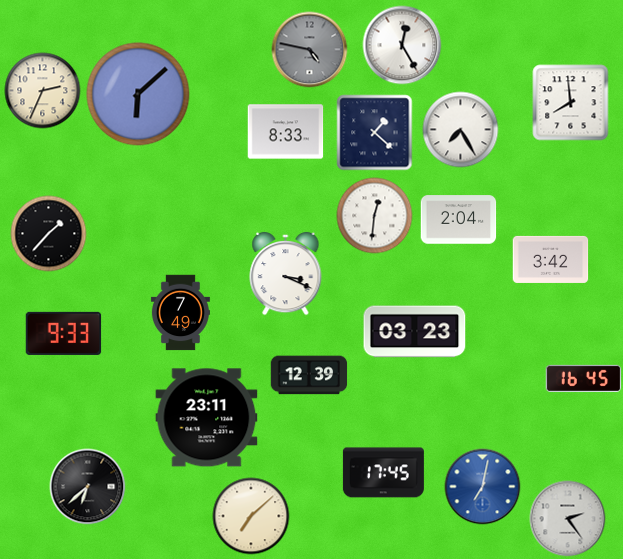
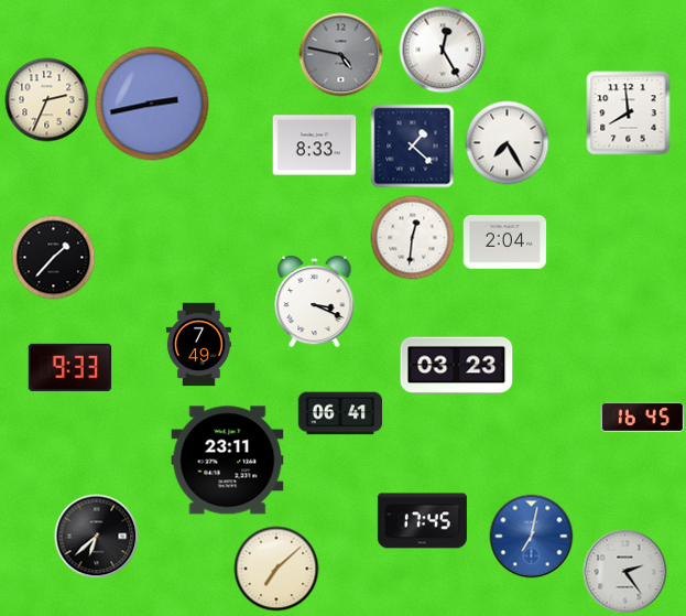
clock at (138, 94): 6:08 -> 2:43
clock at (551, 259): 3:42 -> none
clock at (309, 375): 12:39 -> 06:41
